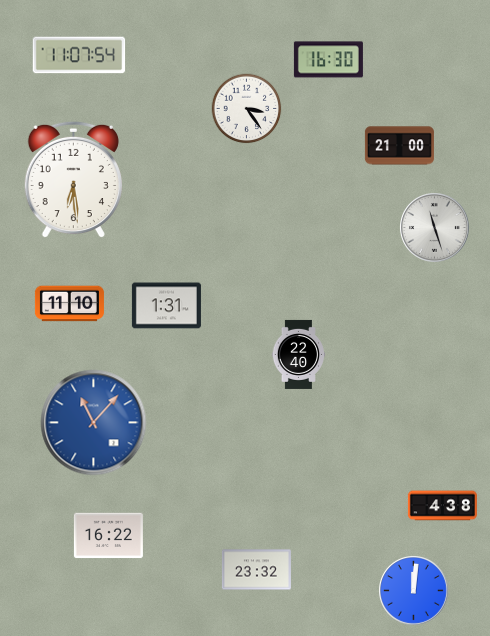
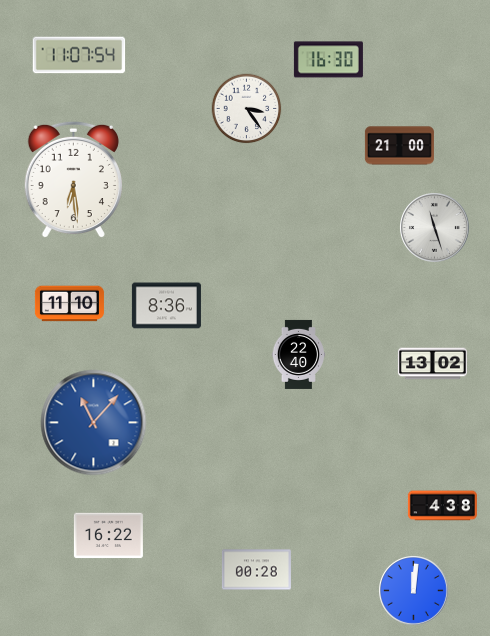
clock at (166, 306): 1:31 -> 8:36
clock at (432, 364): none -> 13:02
clock at (256, 570): 23:32 -> 00:28
